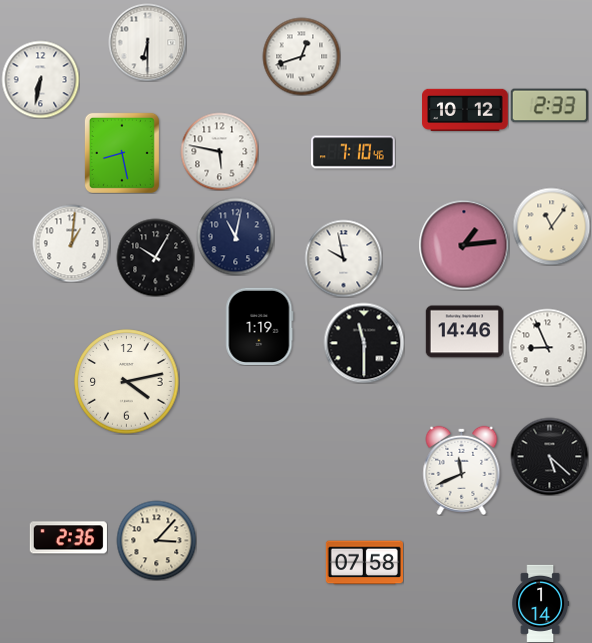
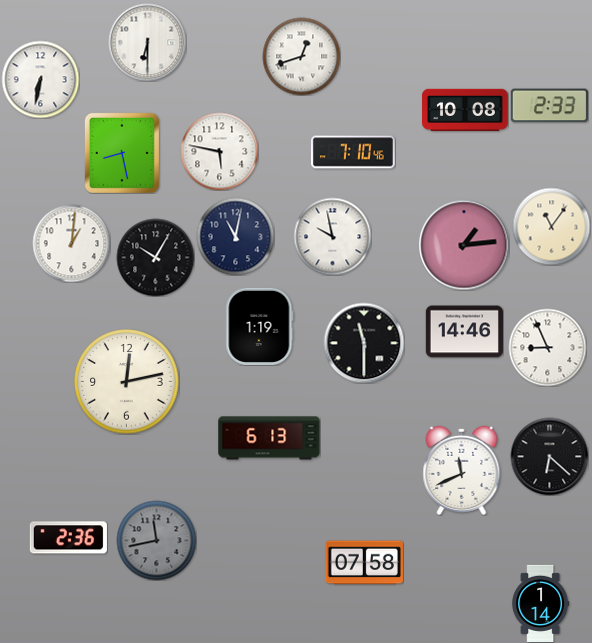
clock at (466, 109): 10:12 -> 10:08
clock at (343, 258) position: (343, 258) -> (332, 236)
clock at (127, 382): 4:13 -> 12:13
clock at (269, 438): none -> 6:13
clock at (549, 456): 5:22 -> 6:22
clock at (156, 540): 3:07 -> 11:43
clock at (156, 540) dial: cream -> grey
